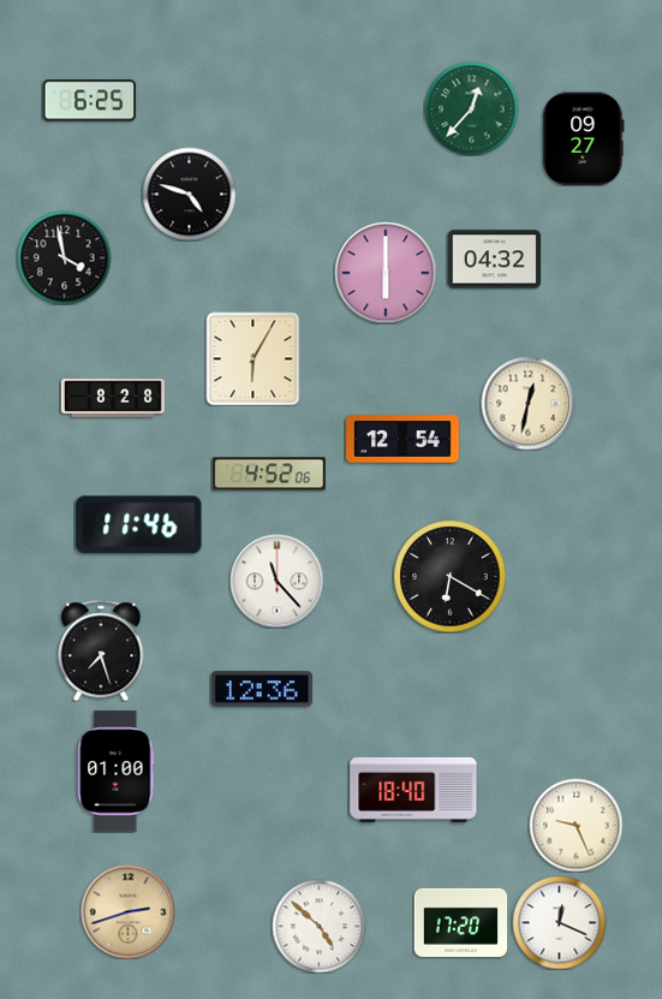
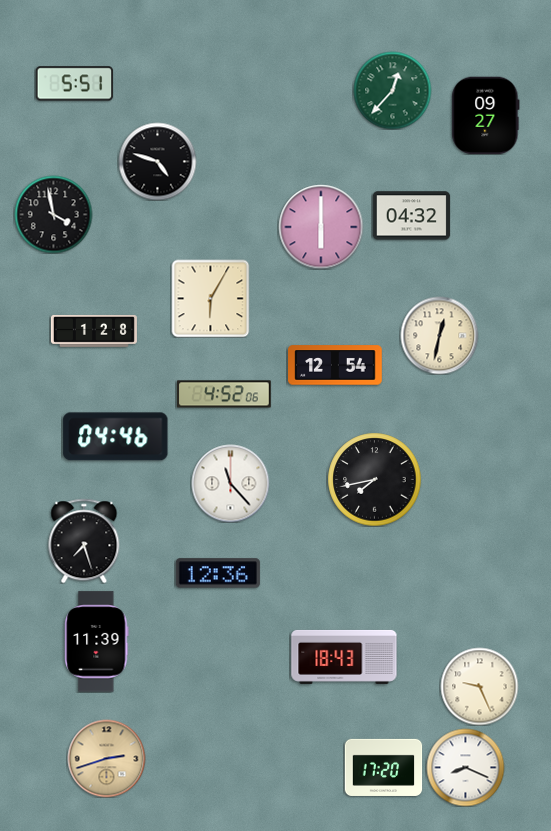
clock at (89, 101): 6:25 -> 5:51
clock at (113, 398): 8:28 -> 1:28
clock at (139, 525): 11:46 -> 04:46
clock at (449, 576): 6:20 -> 7:43
clock at (117, 772): 01:00 -> 11:39
clock at (413, 790): 18:40 -> 18:43
clock at (559, 922): 12:19 -> 8:19
clock at (318, 926): 4:52 -> none
